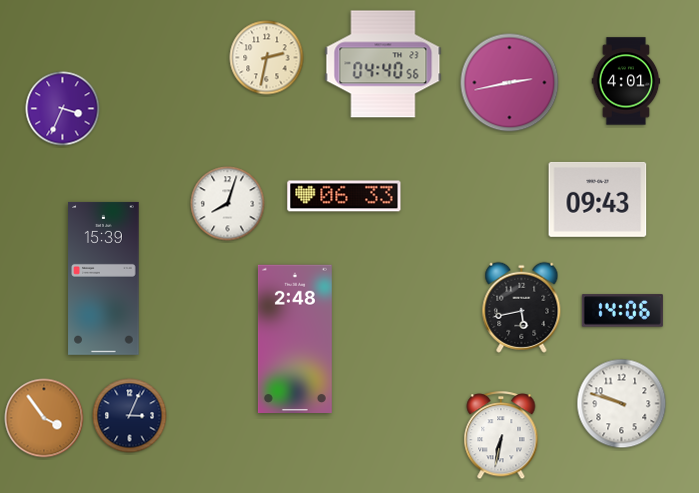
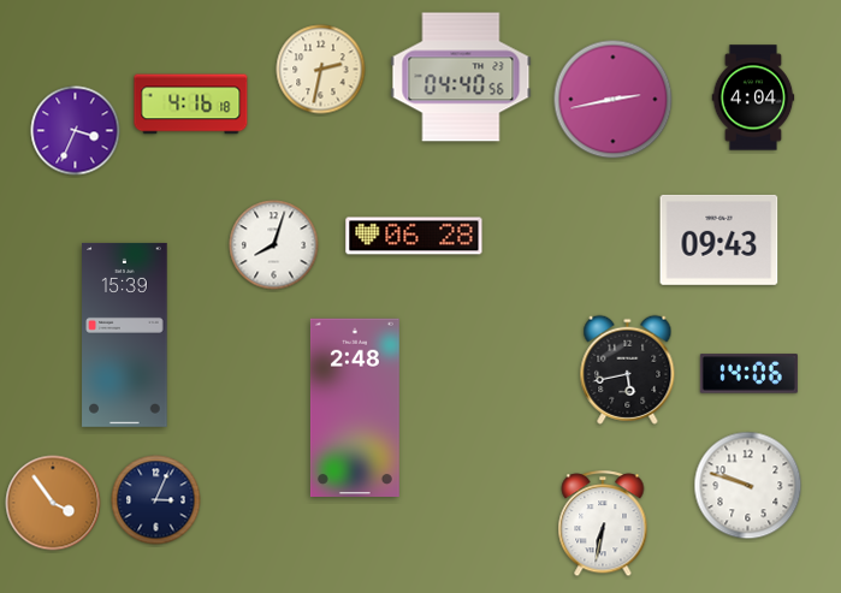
clock at (626, 81): 4:01 -> 4:04
clock at (191, 105): none -> 4:16
clock at (344, 196): 06:33 -> 06:28
